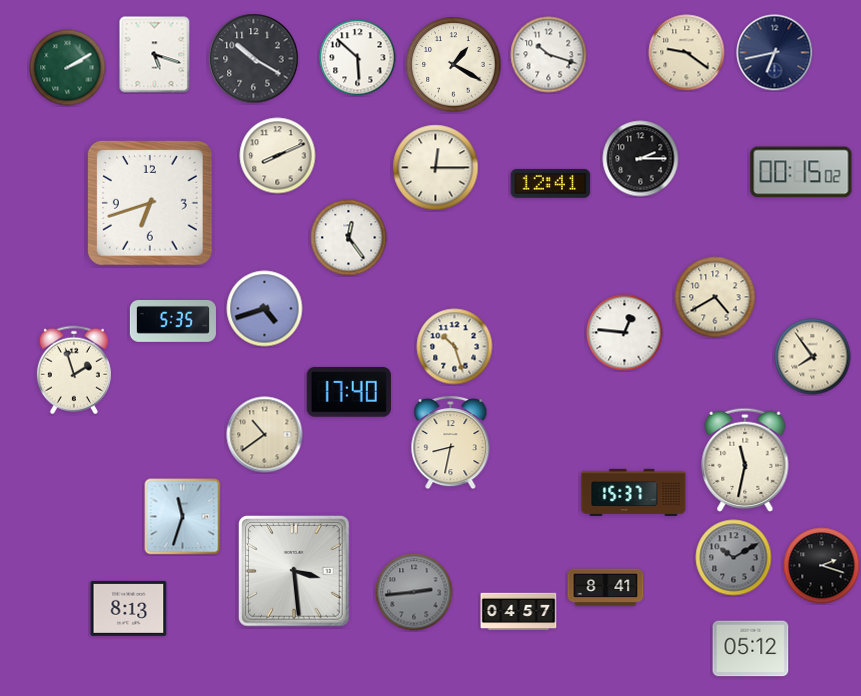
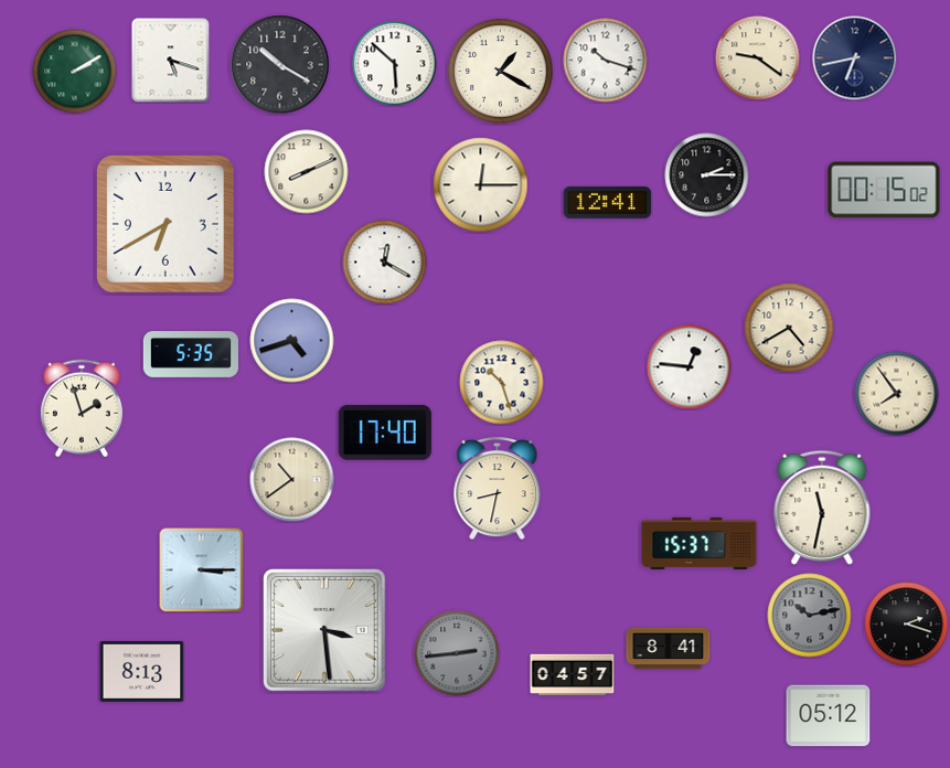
clock at (68, 68) position: (68, 68) -> (75, 72)
clock at (151, 204): 6:42 -> 6:40
clock at (349, 238): 12:24 -> 12:20
clock at (183, 517): 11:33 -> 3:15
clock at (734, 558): 10:10 -> 10:13
